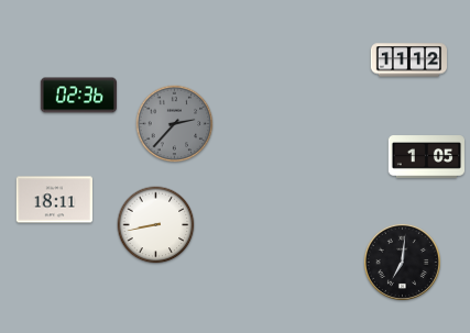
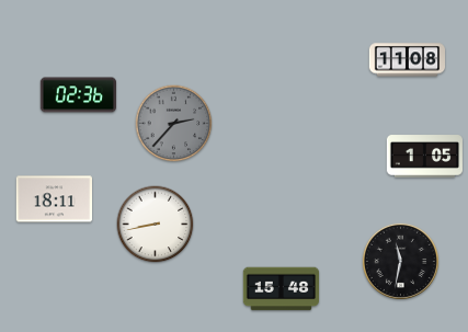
clock at (409, 60): 11:12 -> 11:08
clock at (402, 262): 7:01 -> 11:32
clock at (282, 289): none -> 15:48
